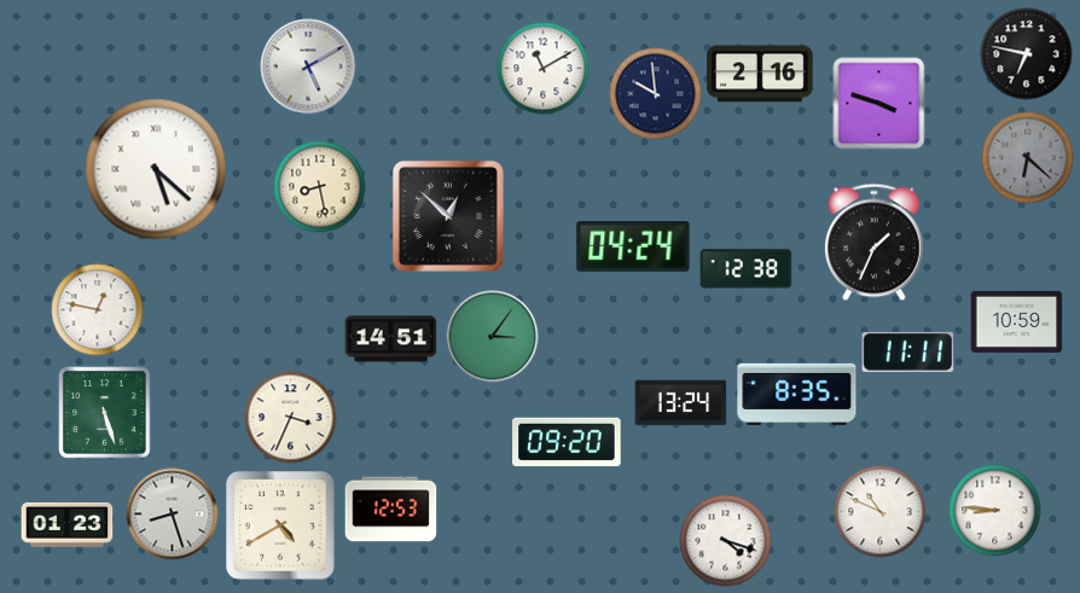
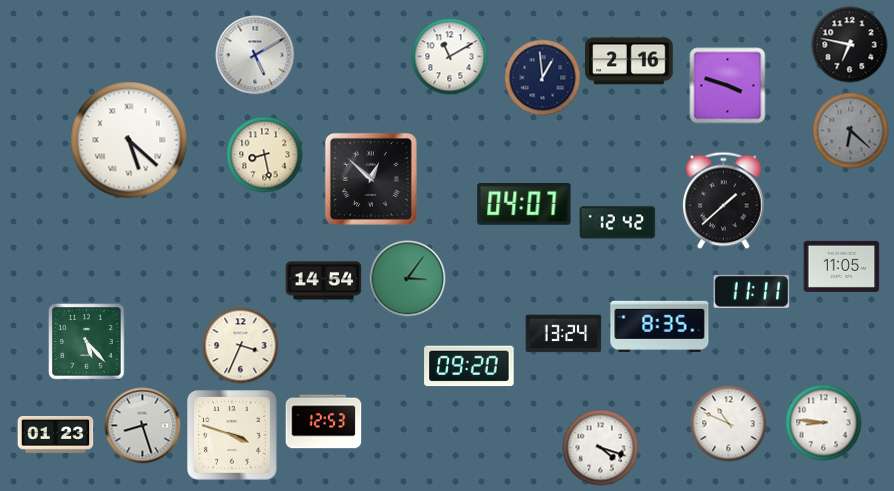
clock at (656, 94): 9:59 -> 12:59
clock at (875, 243): 1:34 -> 1:38
clock at (633, 248): 04:24 -> 04:07
clock at (747, 269): 12:38 -> 12:42
clock at (98, 310): 12:47 -> none
clock at (1017, 321): 10:59 -> 11:05
clock at (391, 339): 14:51 -> 14:54
clock at (105, 413): 5:27 -> 5:23
clock at (280, 525): 4:40 -> 3:48
